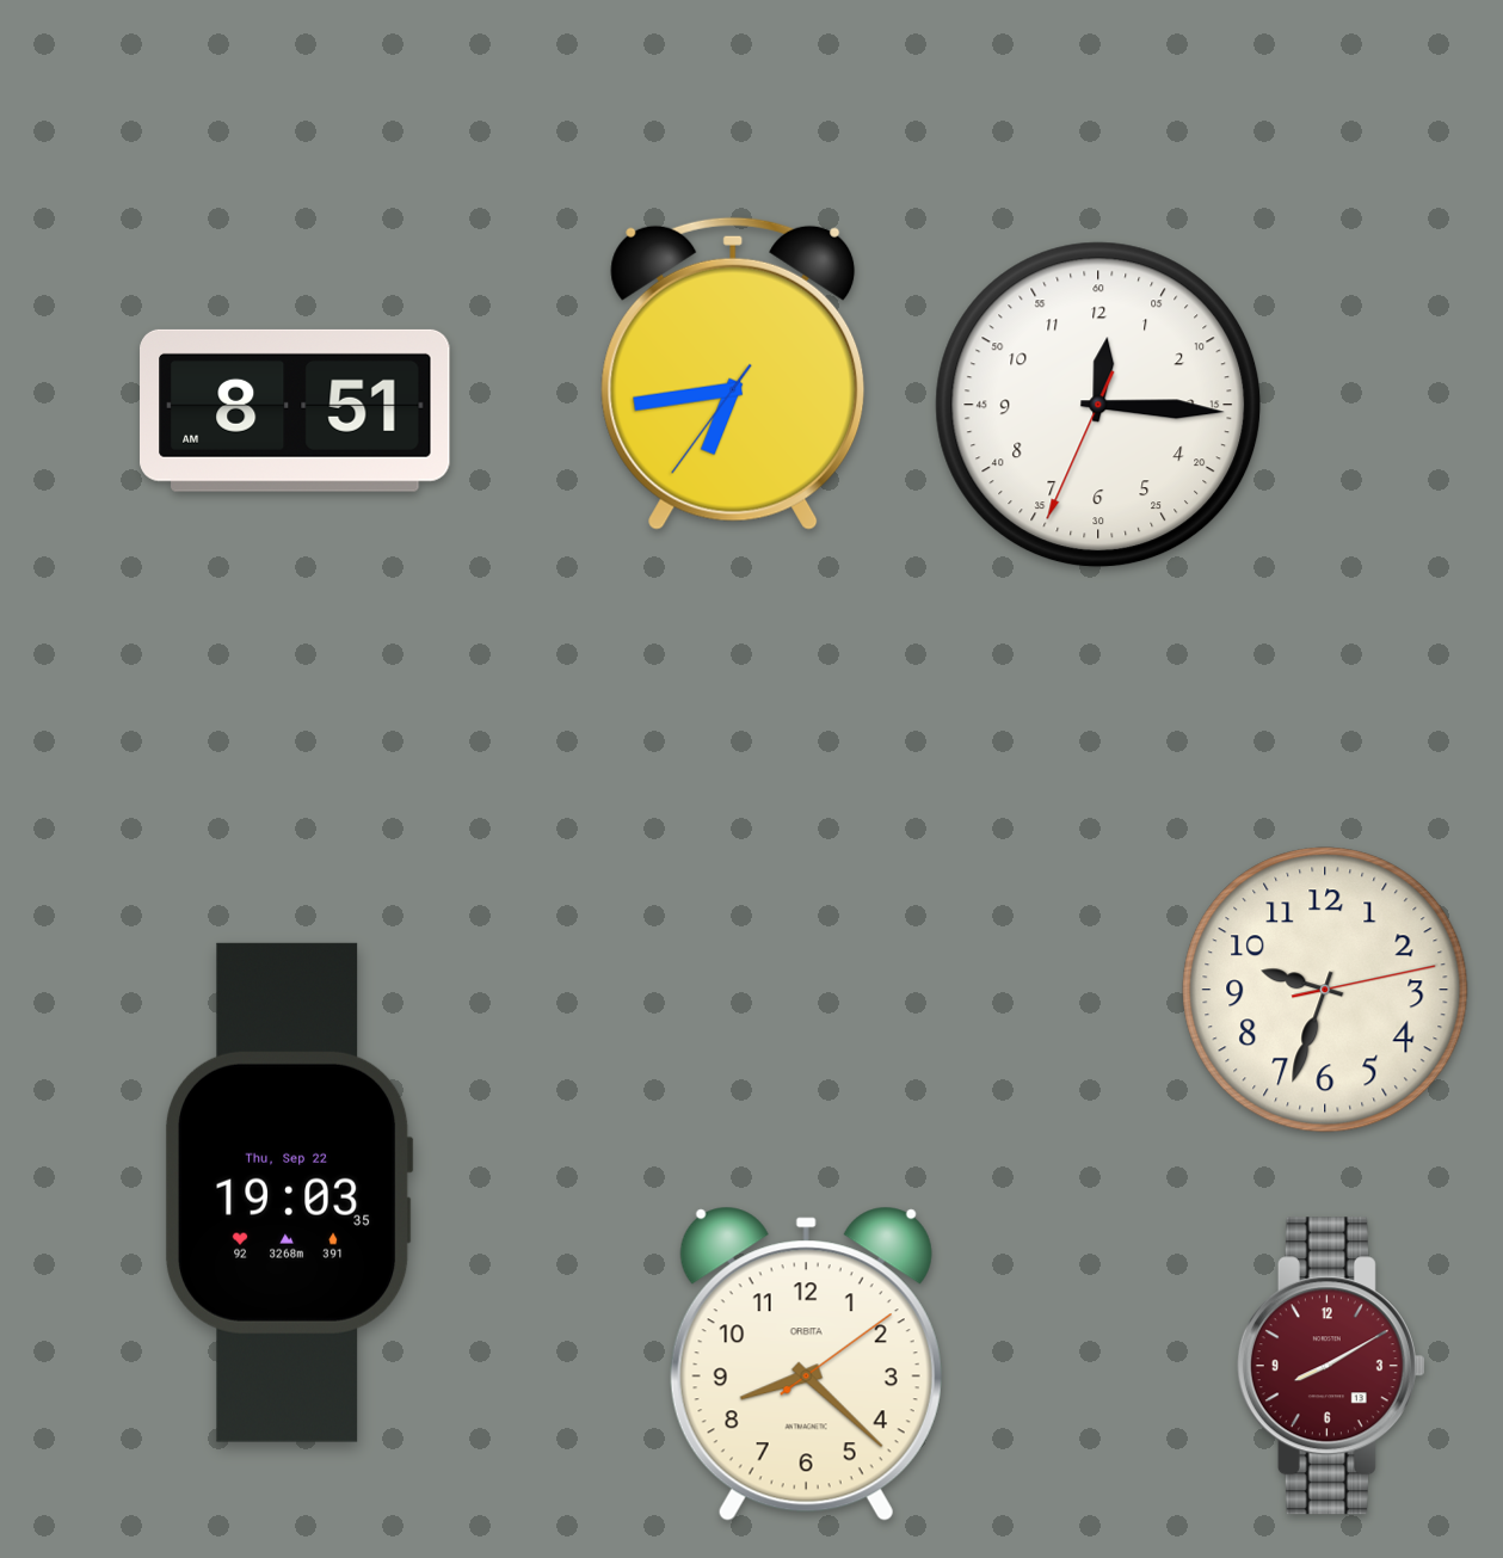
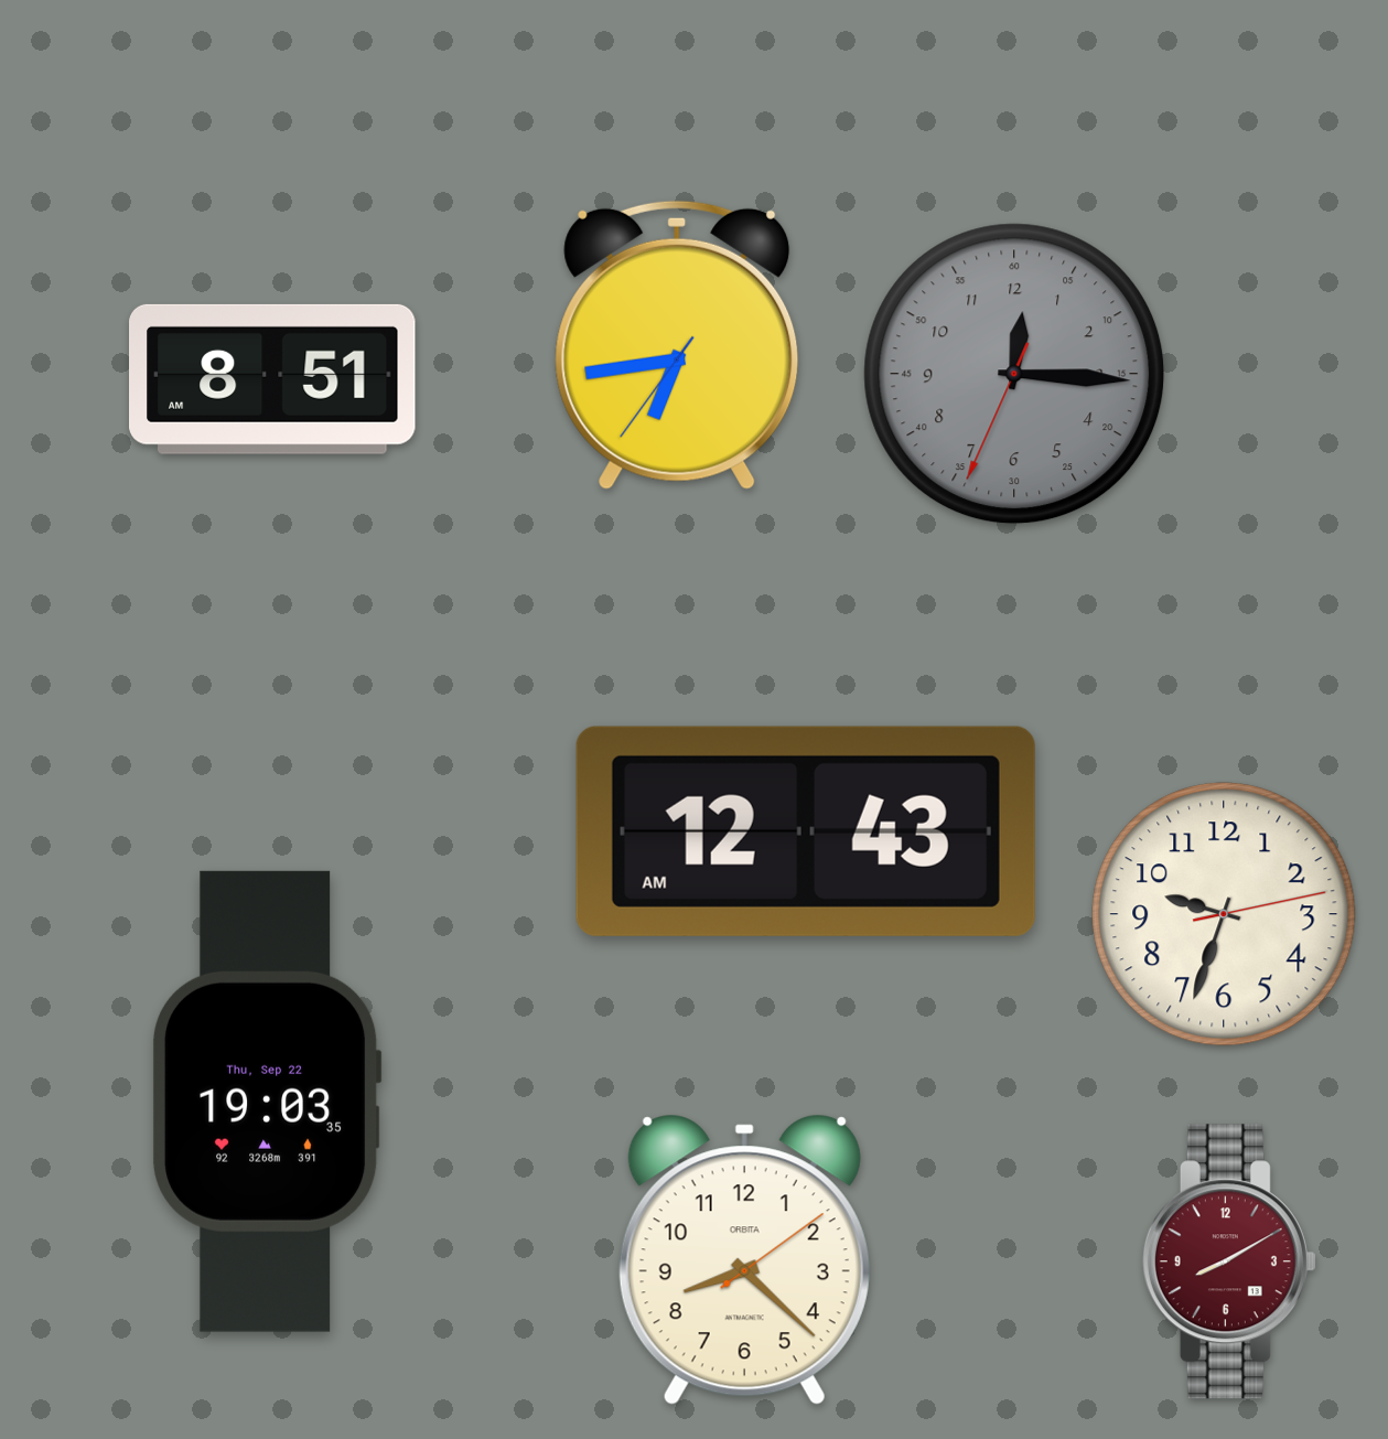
clock at (1098, 405) dial: white -> grey
clock at (806, 831): none -> 12:43
